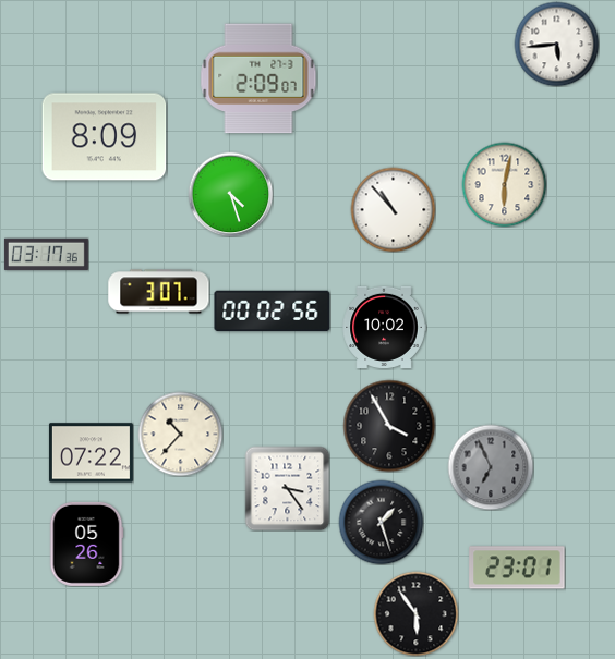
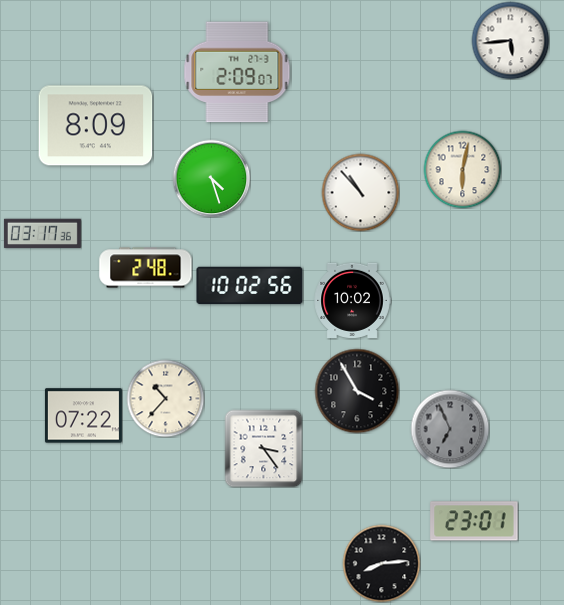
clock at (159, 292): 3:07 -> 2:48
clock at (273, 312): 00:02 -> 10:02
clock at (381, 522): 1:27 -> none
clock at (86, 544): 05:26 -> none
clock at (415, 613): 5:54 -> 8:14
